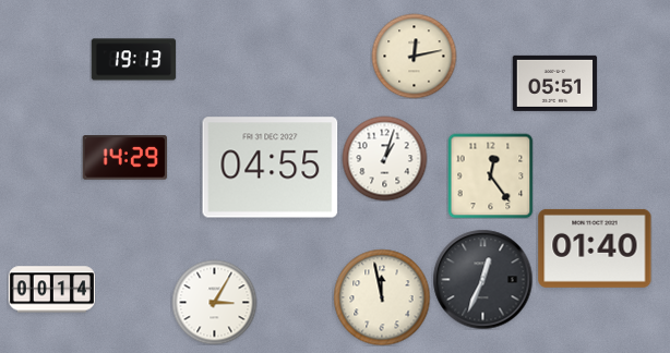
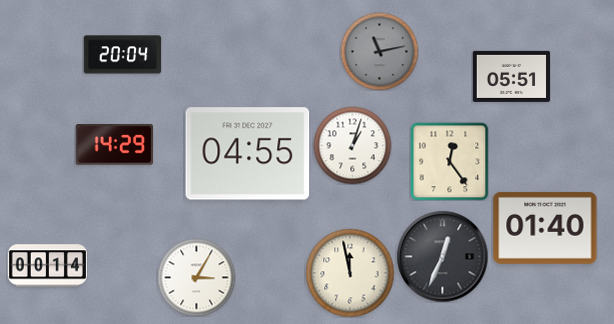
clock at (414, 56): 12:13 -> 11:13
clock at (414, 56) dial: cream -> grey
clock at (133, 60): 19:13 -> 20:04
clock at (554, 83) position: (554, 83) -> (511, 76)
